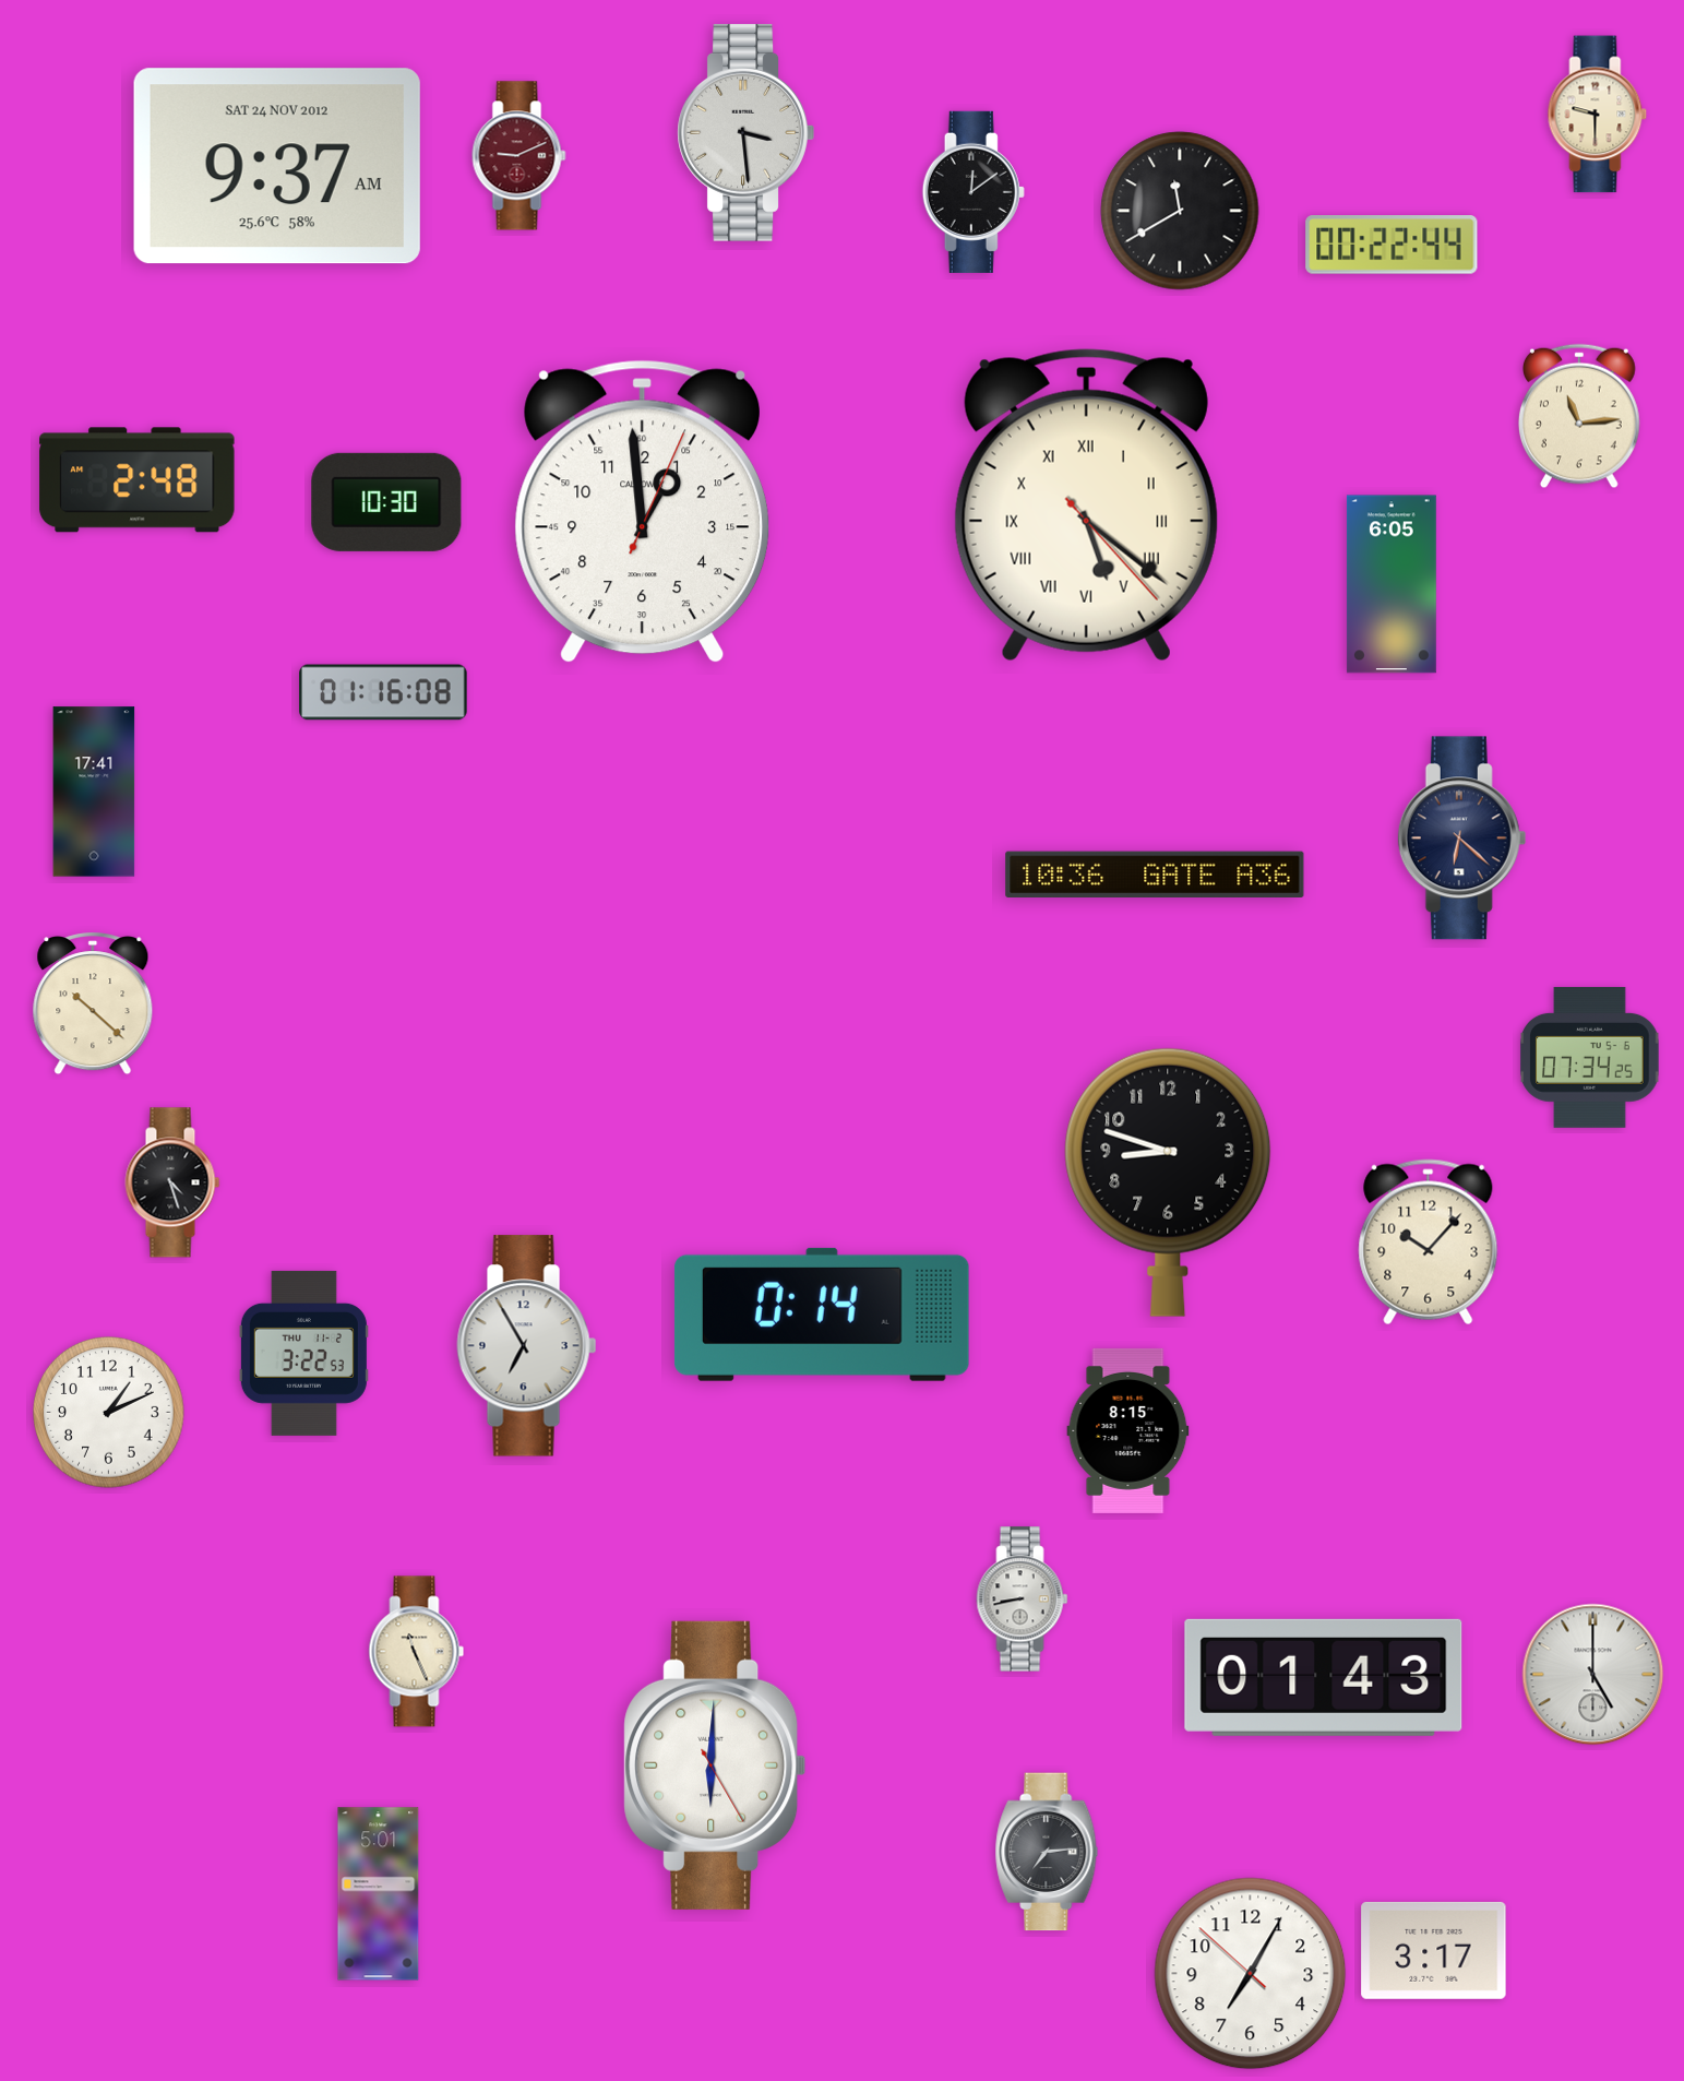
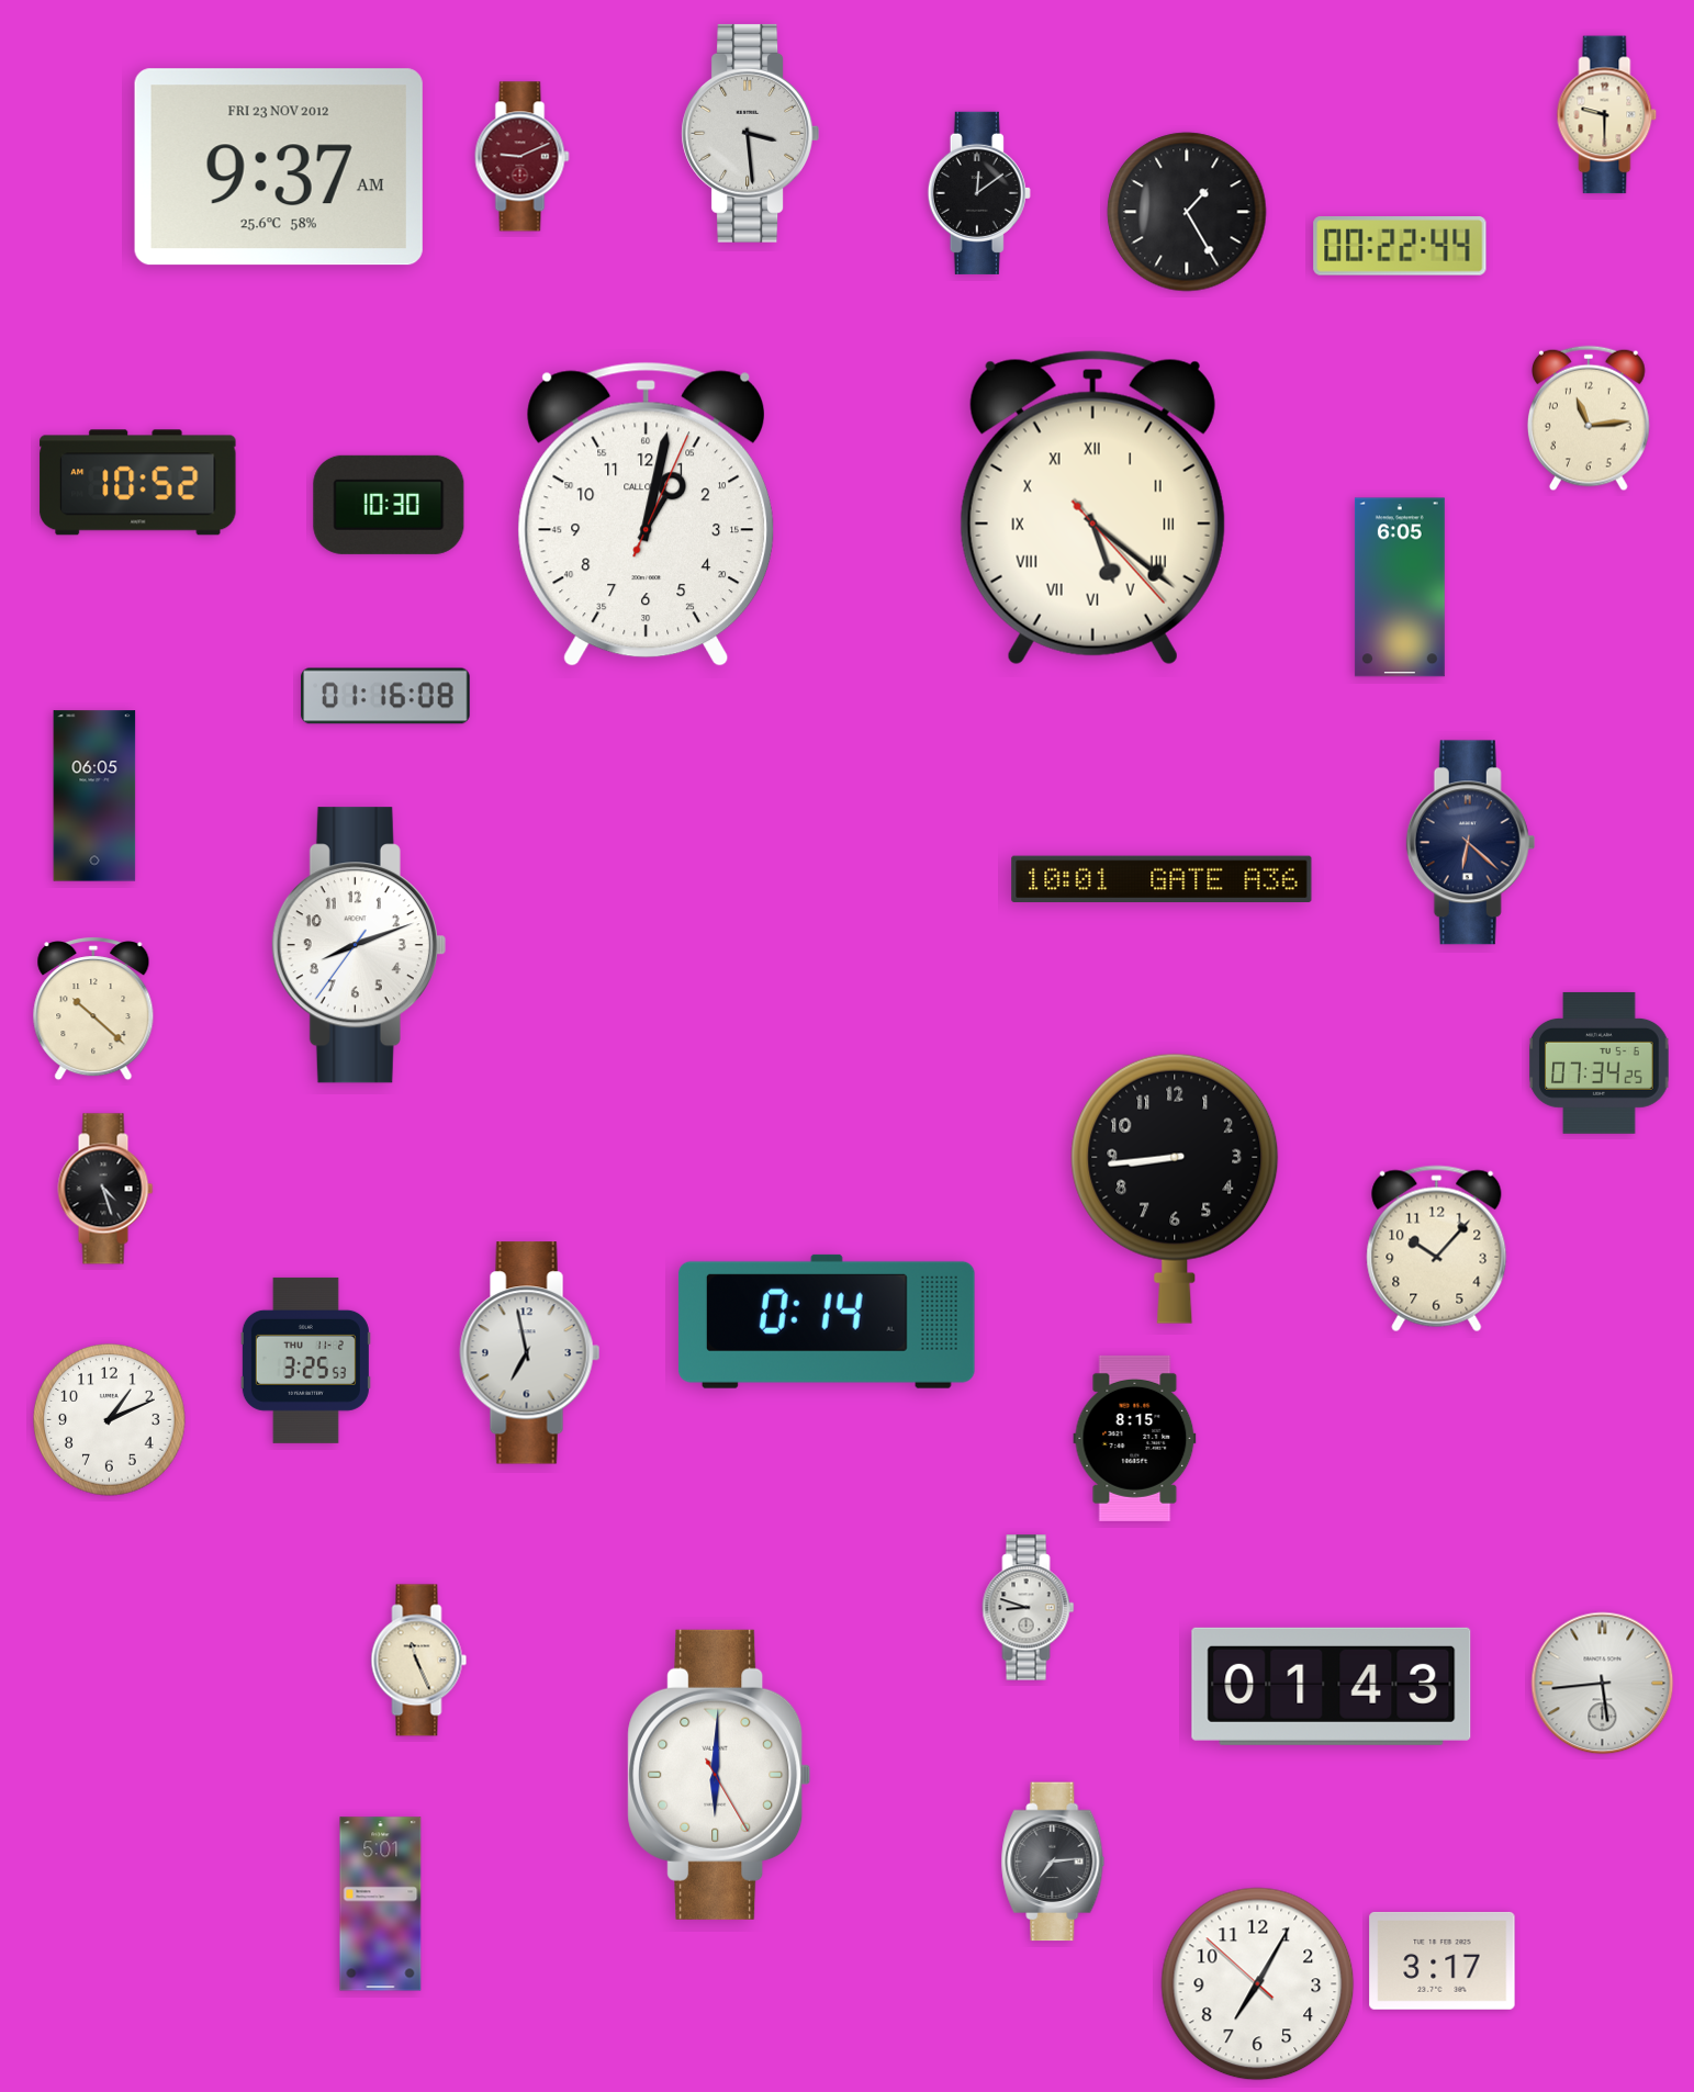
clock at (277, 166) date: SAT 24 NOV 2012 -> FRI 23 NOV 2012
clock at (1180, 211): 11:40 -> 1:25
clock at (138, 480): 2:48 -> 10:52
clock at (642, 512): 12:59 -> 1:02
clock at (94, 792): 17:41 -> 06:05
clock at (1155, 875): 10:36 -> 10:01
clock at (359, 945): none -> 8:11
clock at (172, 1182) position: (172, 1182) -> (105, 1189)
clock at (1168, 1182): 8:48 -> 8:44
clock at (527, 1346): 6:55 -> 6:58
clock at (303, 1353): 3:22 -> 3:25
clock at (1023, 1600): 8:43 -> 8:48
clock at (1593, 1675): 5:00 -> 5:44
